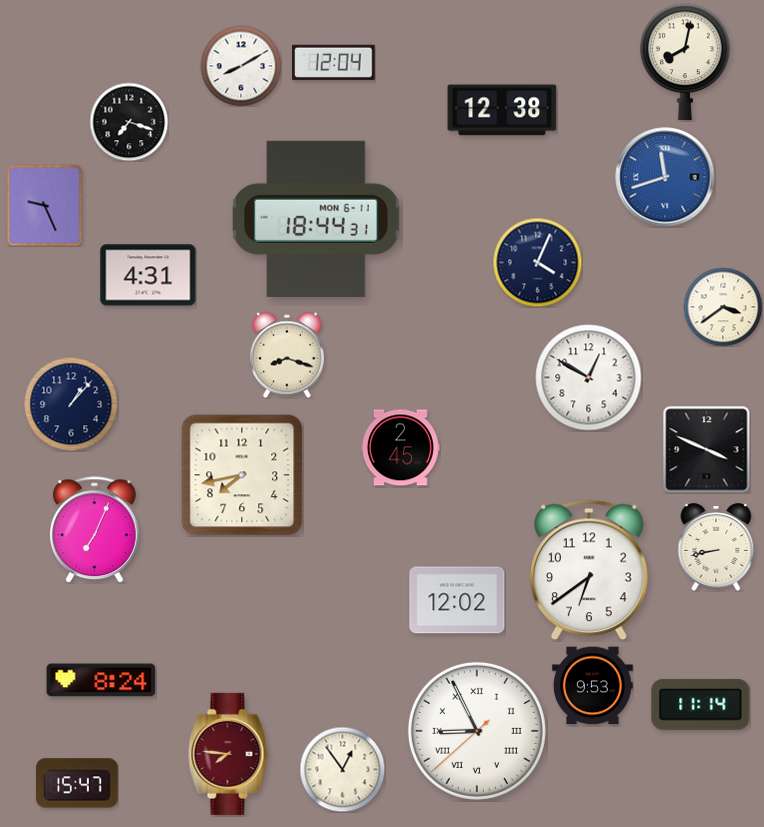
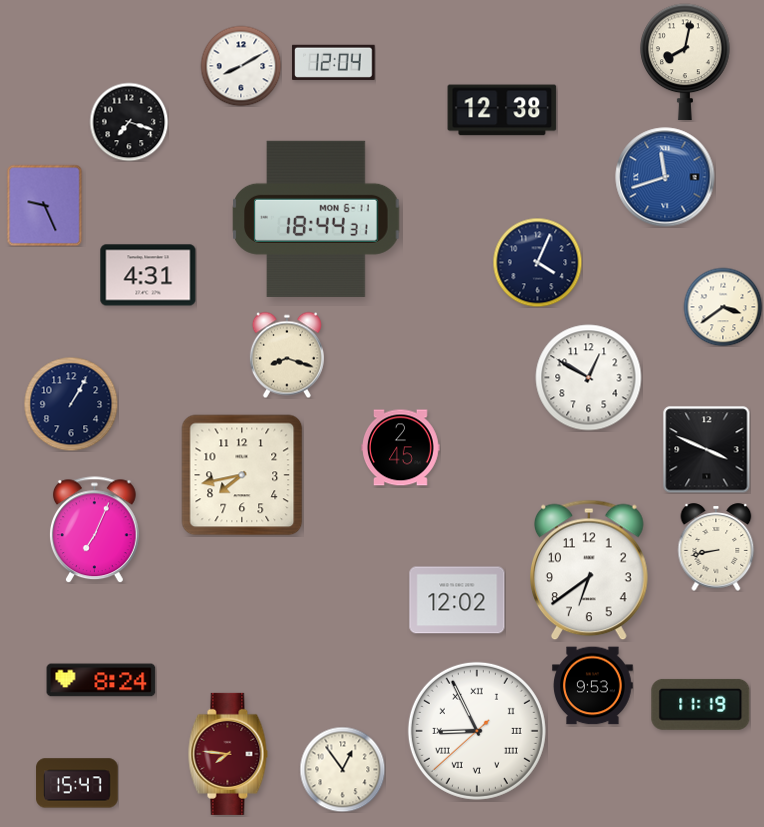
clock at (71, 404): 1:07 -> 1:05
clock at (701, 704): 11:14 -> 11:19
